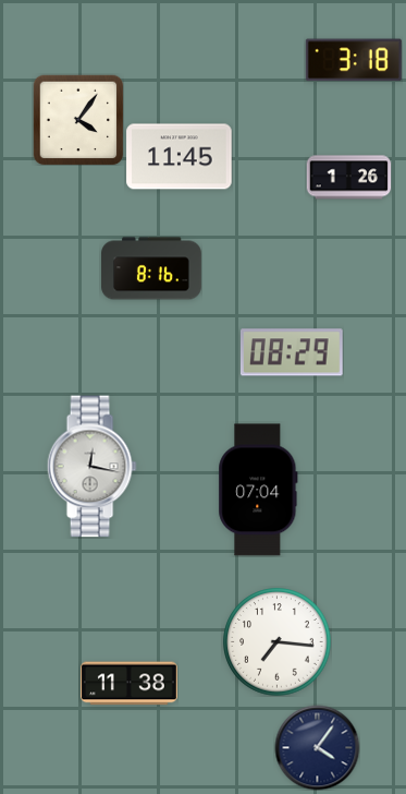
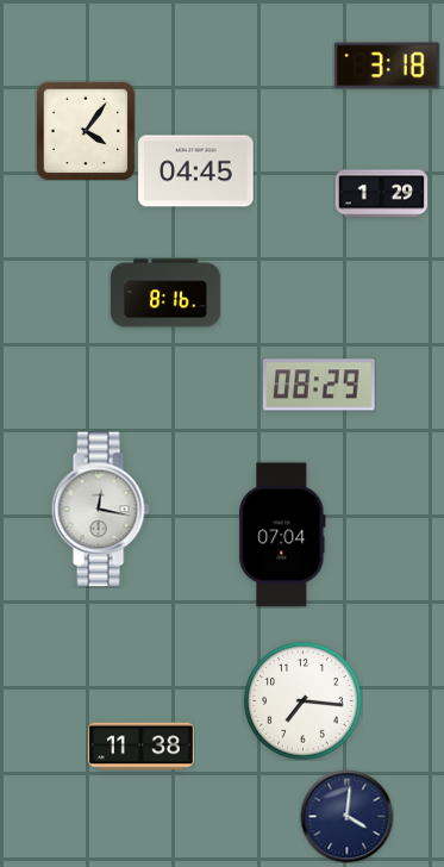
clock at (180, 157): 11:45 -> 04:45
clock at (348, 178): 1:26 -> 1:29
clock at (317, 747): 4:06 -> 4:01
